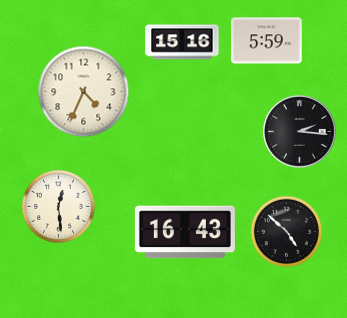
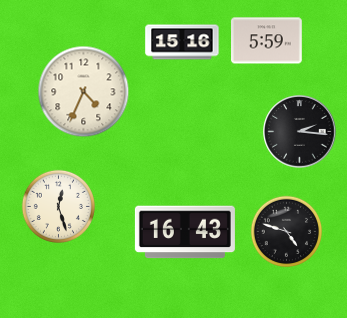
clock at (58, 206): 12:29 -> 12:27
clock at (287, 232): 4:52 -> 4:48
